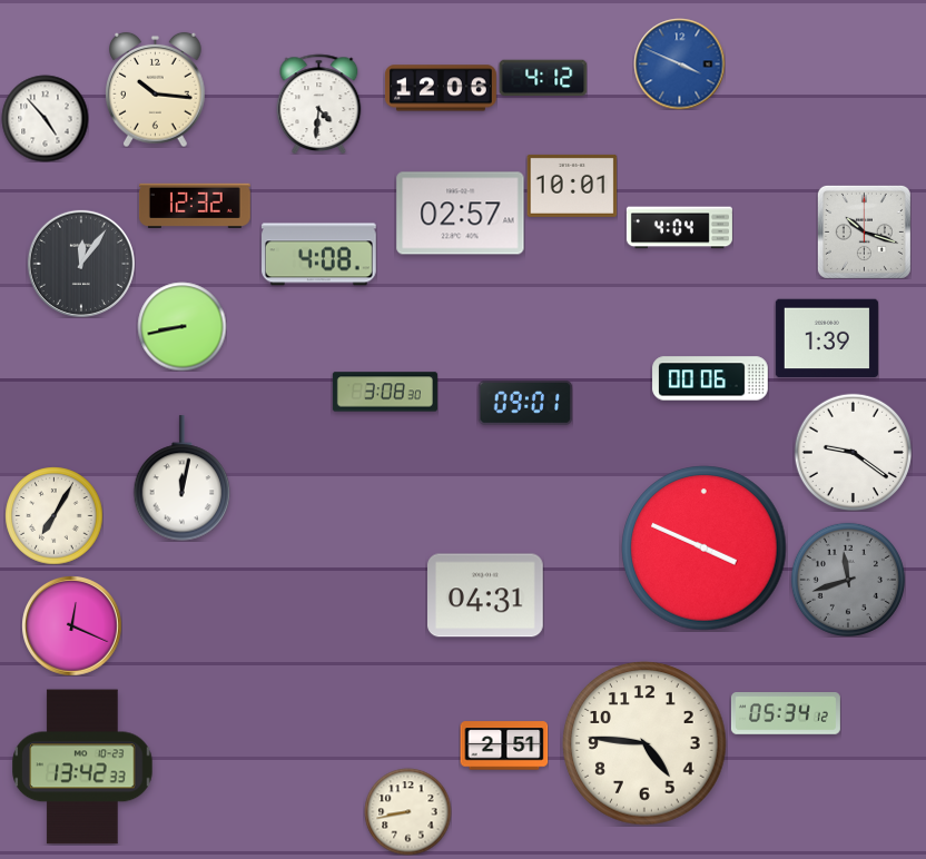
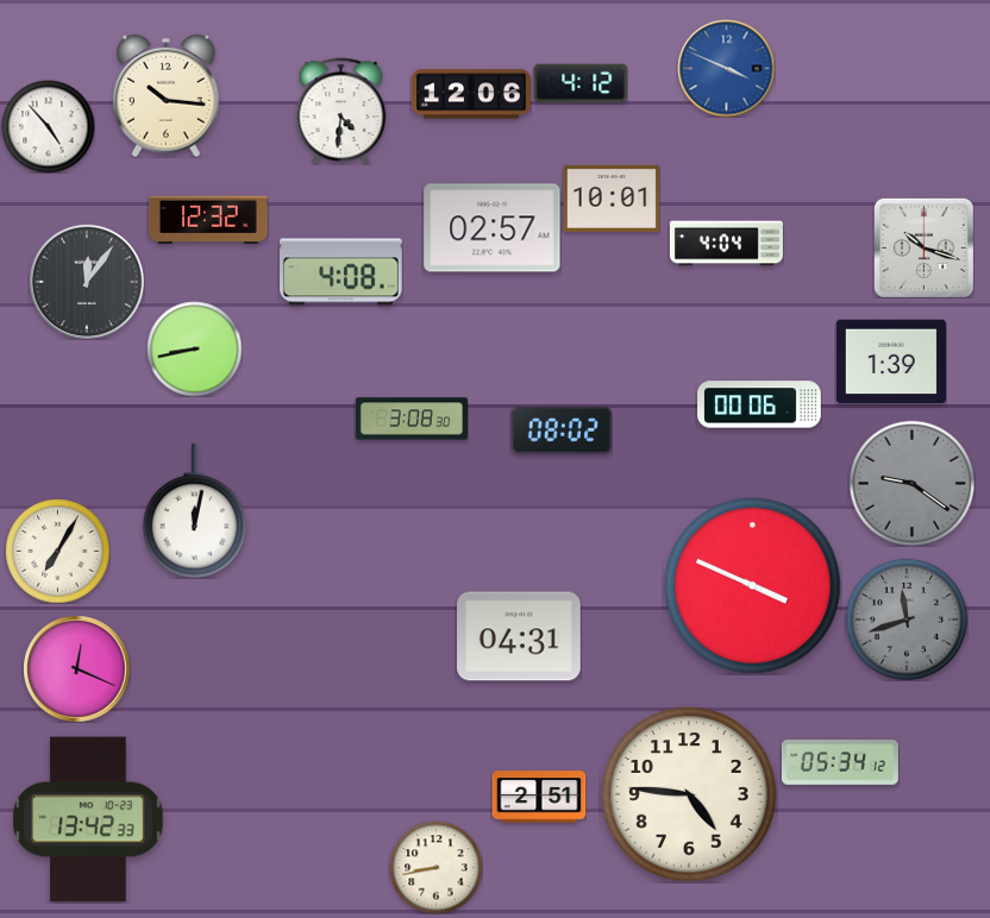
clock at (827, 338) position: (827, 338) -> (891, 361)
clock at (525, 403): 09:01 -> 08:02
clock at (853, 452) dial: white -> grey
